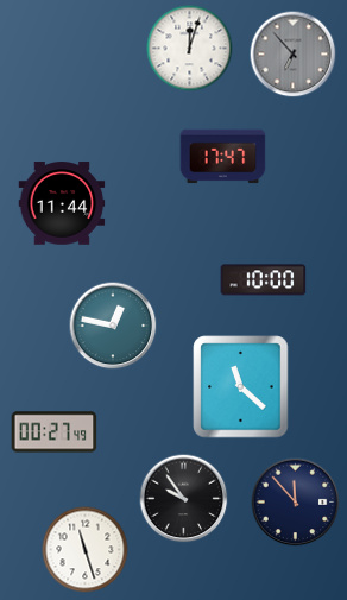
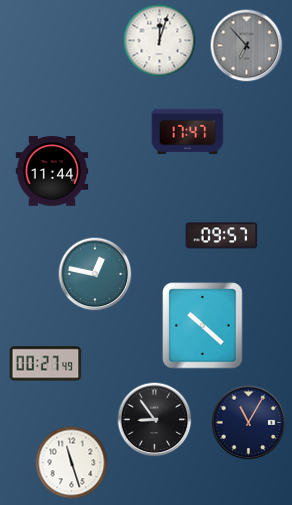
clock at (264, 280): 10:00 -> 09:57
clock at (241, 387): 11:22 -> 10:22
clock at (184, 499): 9:54 -> 8:54
clock at (296, 503): 11:53 -> 11:05
